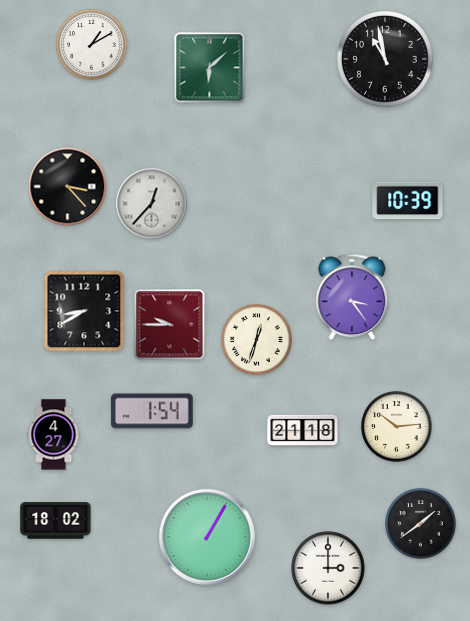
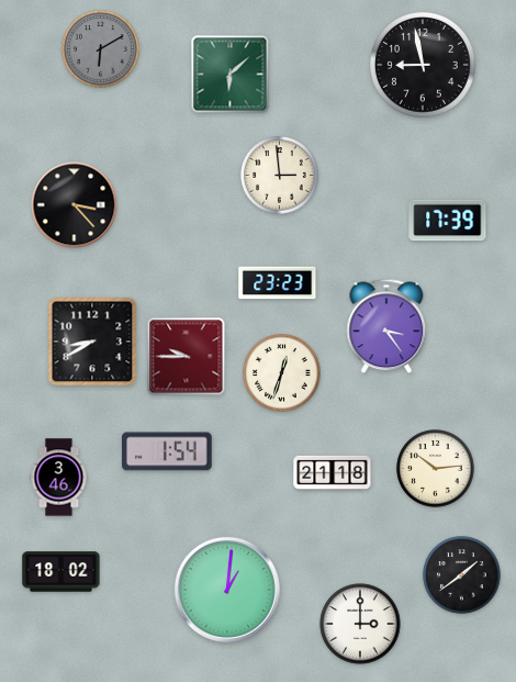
clock at (92, 45): 1:10 -> 6:10
clock at (92, 45) dial: white -> grey
clock at (386, 60): 10:58 -> 8:58
clock at (280, 176): none -> 2:59
clock at (408, 201): 10:39 -> 17:39
clock at (152, 204): 12:37 -> none
clock at (278, 283): none -> 23:23
clock at (54, 435): 4:27 -> 3:46
clock at (207, 537): 1:05 -> 1:01
